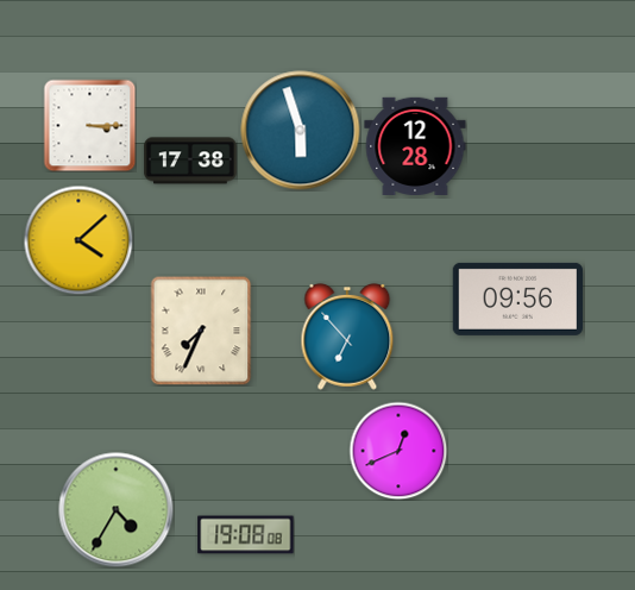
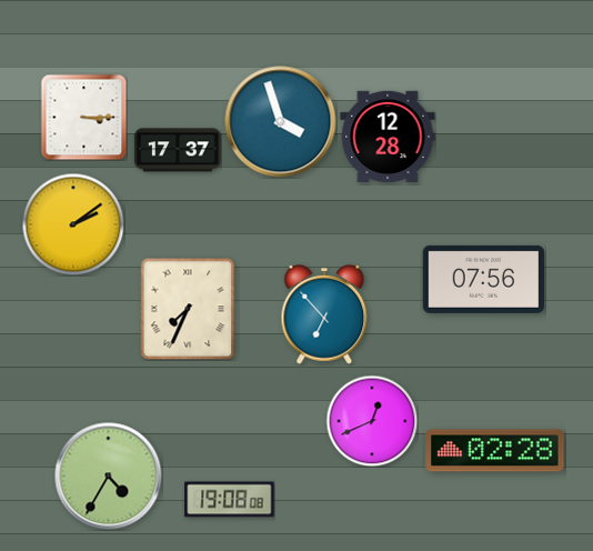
clock at (301, 131): 5:57 -> 3:57
clock at (190, 161): 17:38 -> 17:37
clock at (78, 240): 4:08 -> 2:09
clock at (517, 299): 09:56 -> 07:56
clock at (495, 451): none -> 02:28
